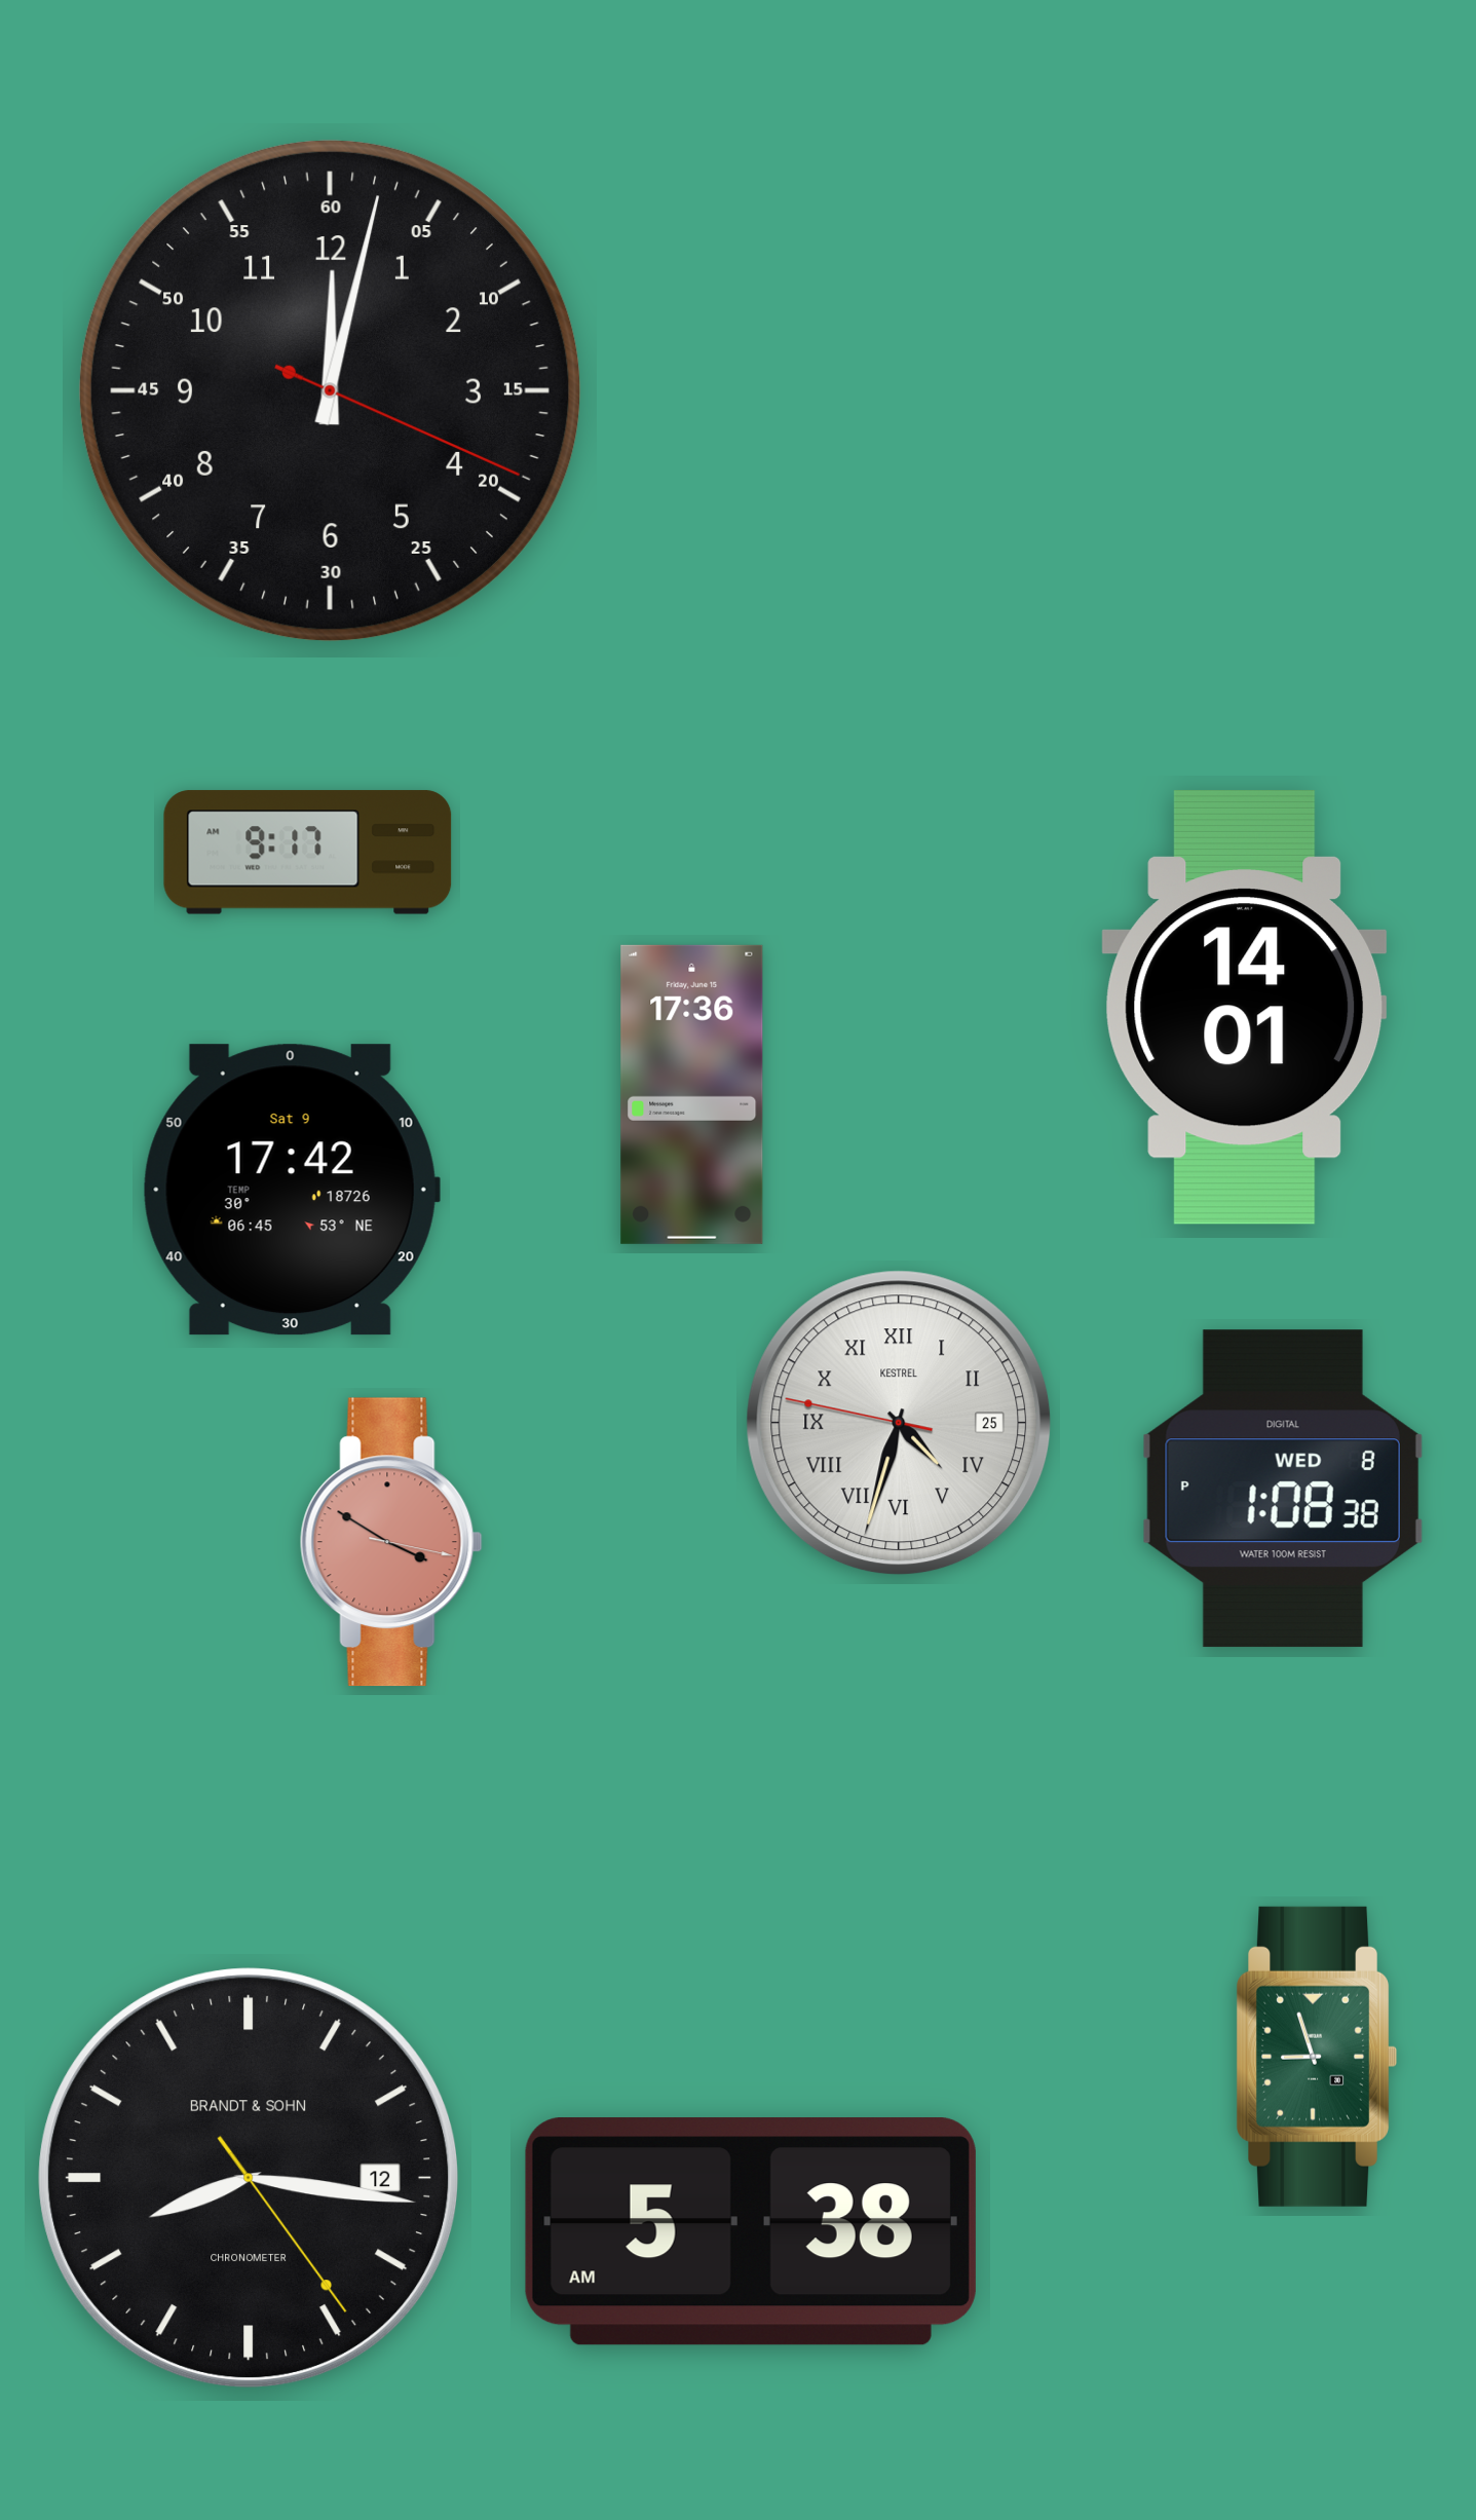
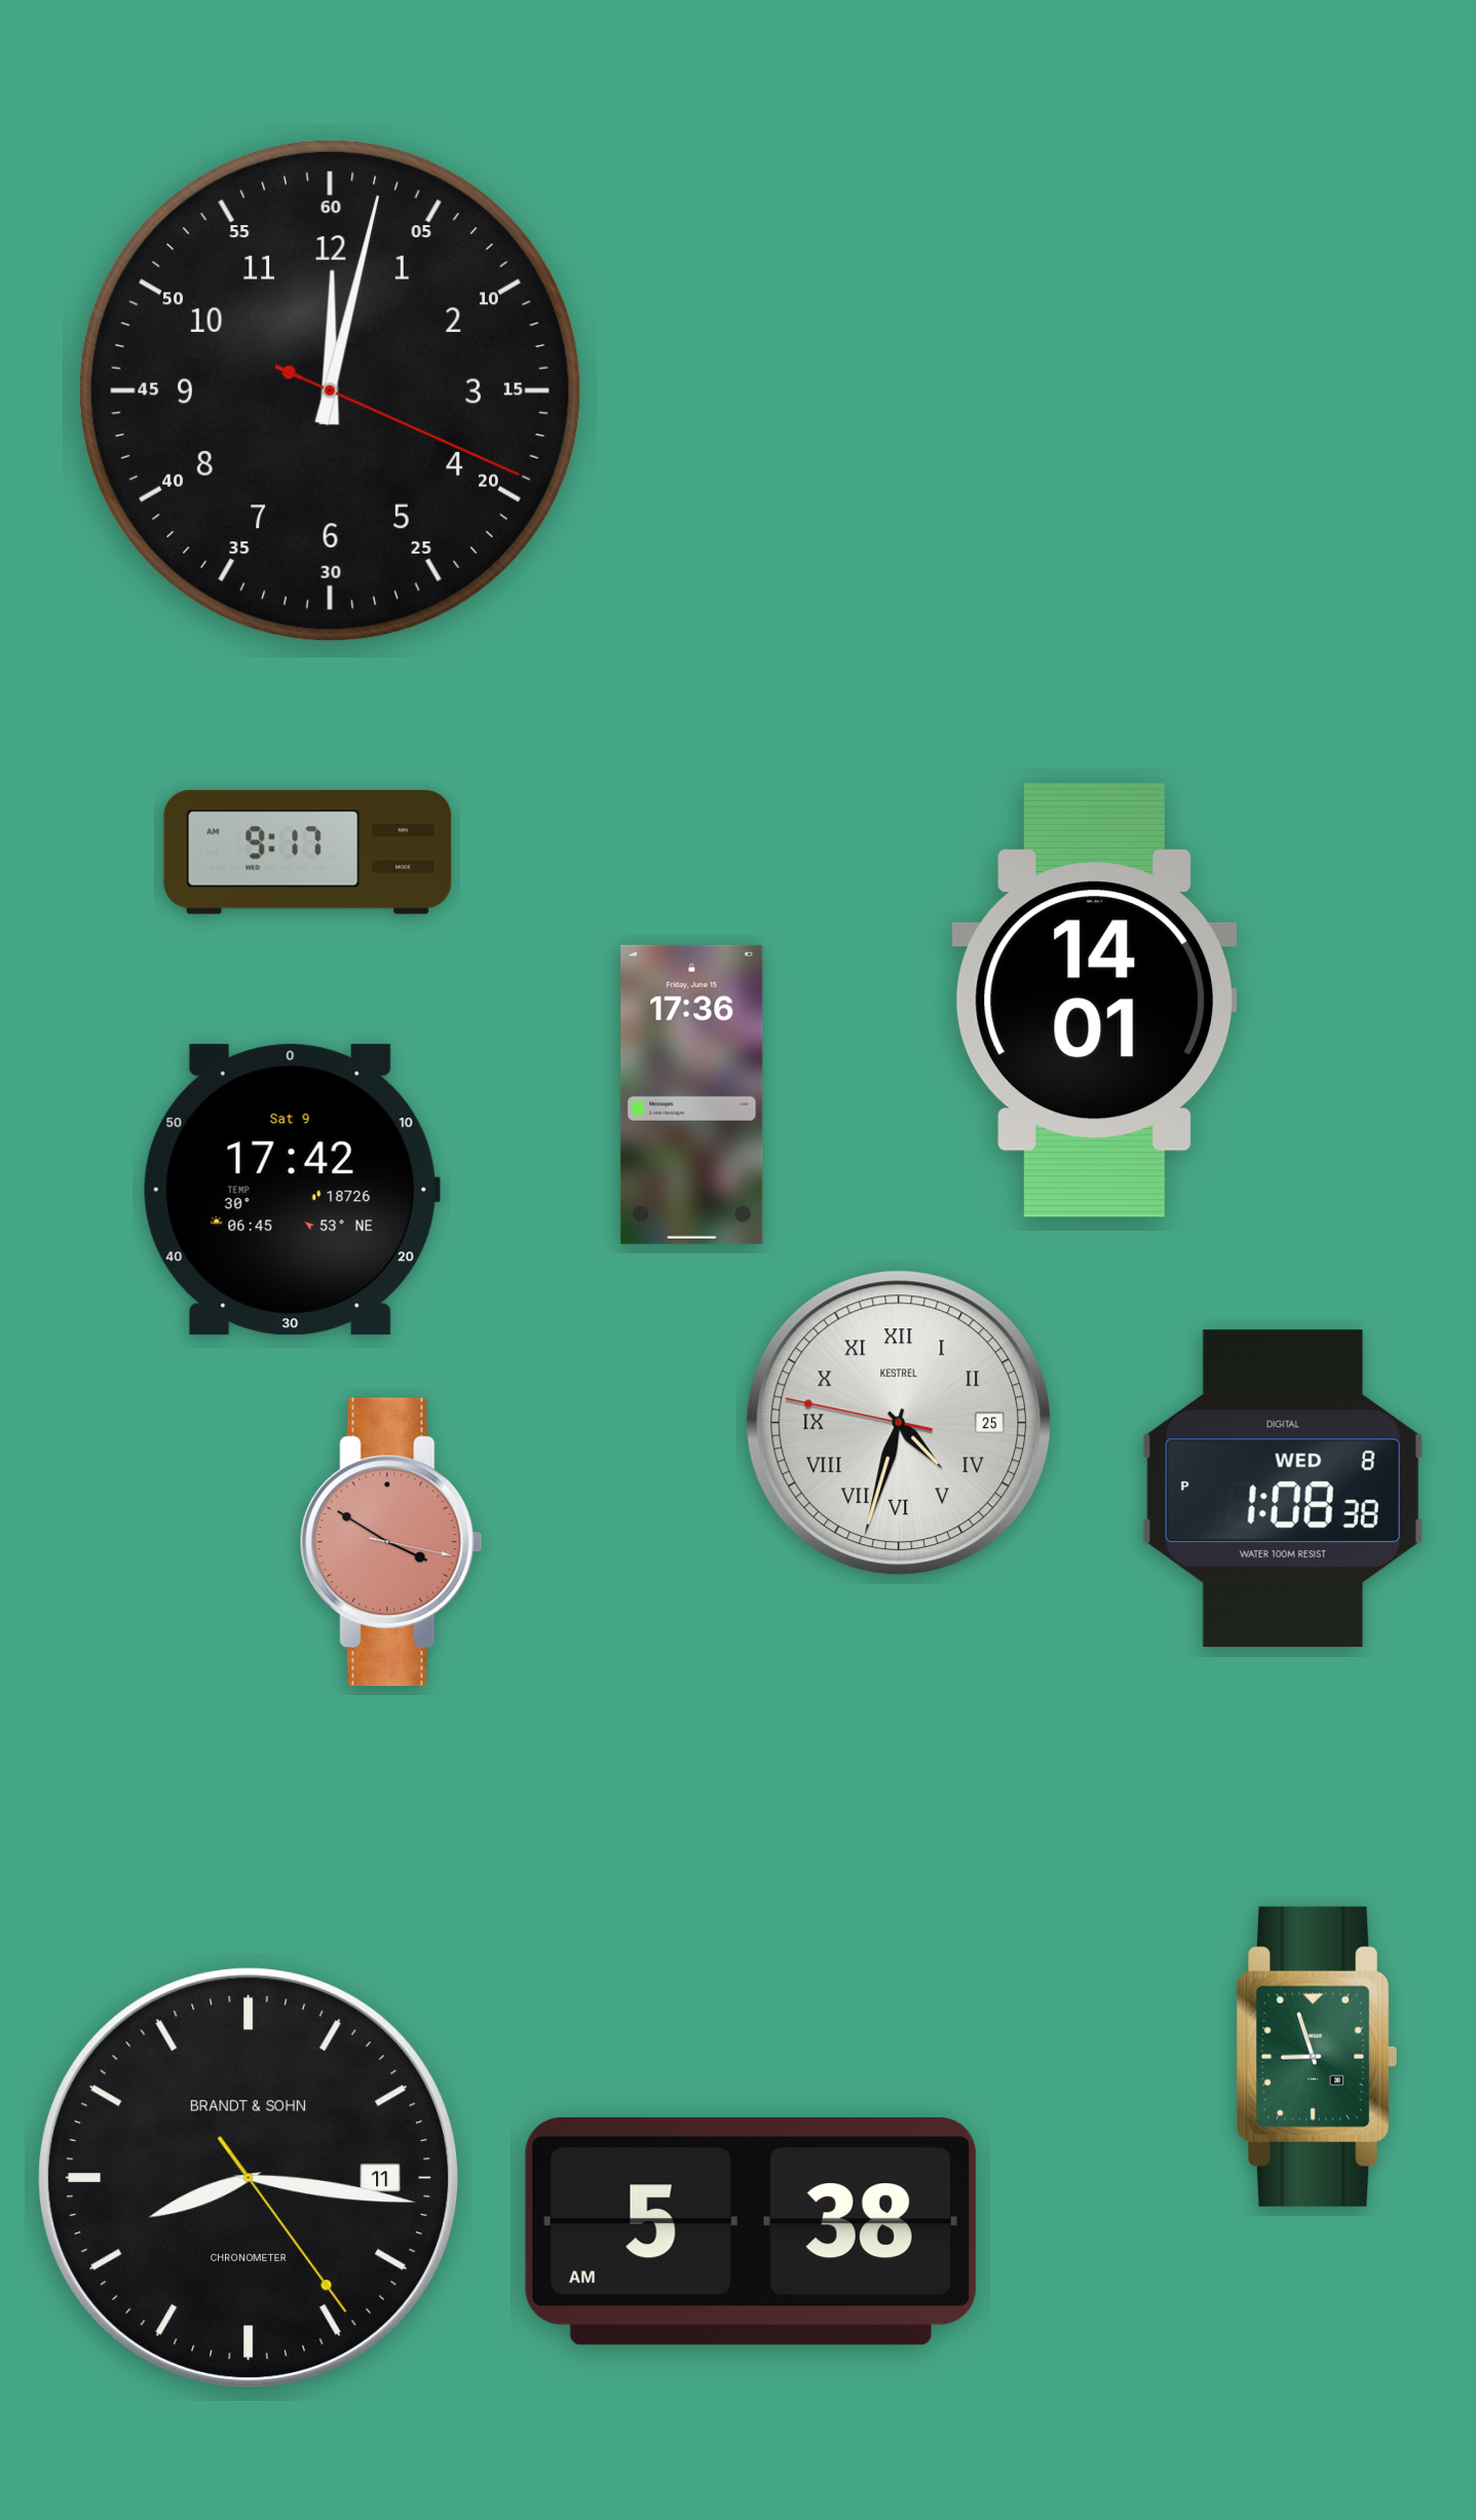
clock at (1245, 1007) position: (1245, 1007) -> (1095, 1000)
clock at (249, 2178) date: 12 -> 11
